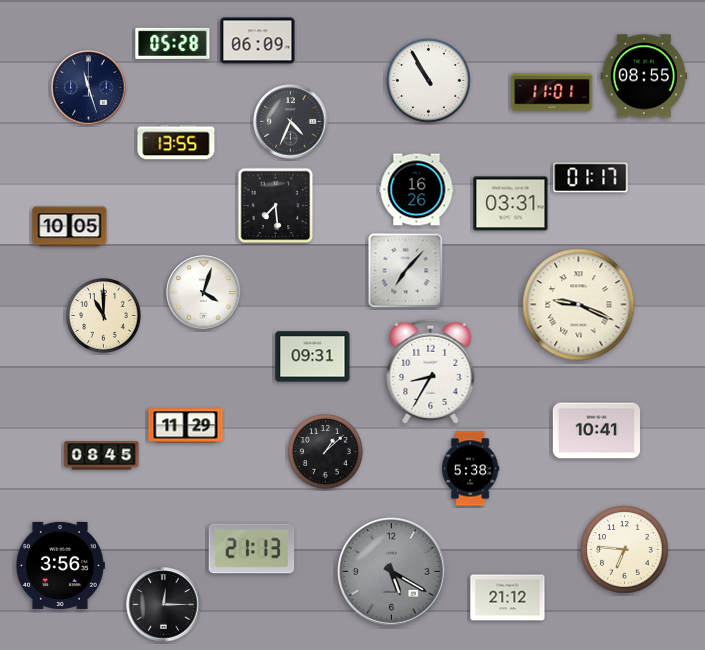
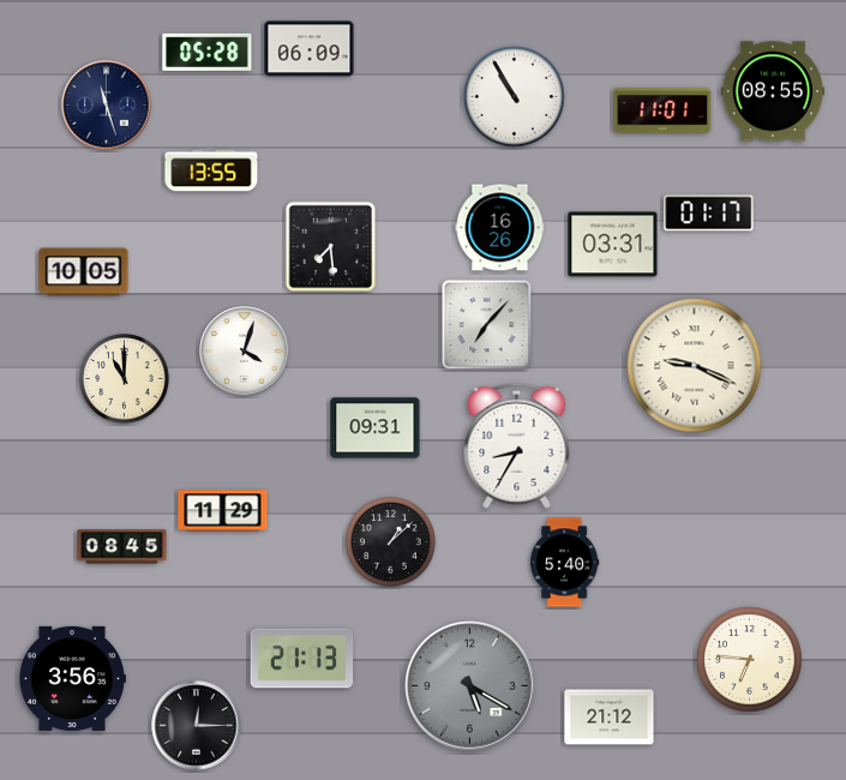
clock at (291, 122): 4:34 -> none
clock at (596, 431): 10:41 -> none
clock at (471, 469): 5:38 -> 5:40
